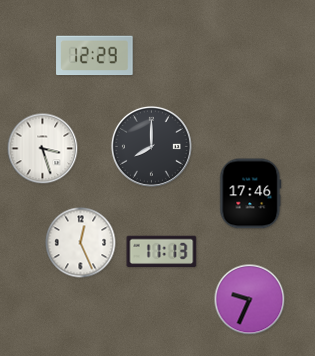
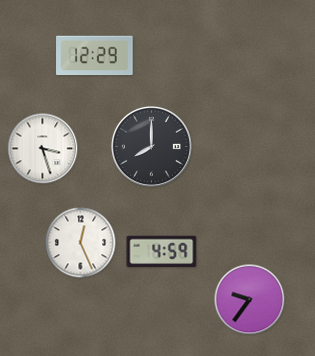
clock at (251, 194): 17:46 -> none
clock at (162, 252): 11:13 -> 4:59
clock at (250, 300): 9:34 -> 9:36
